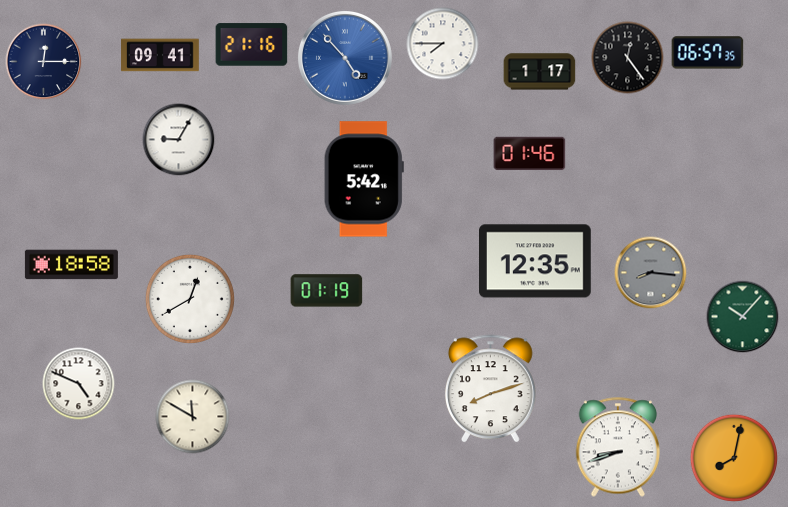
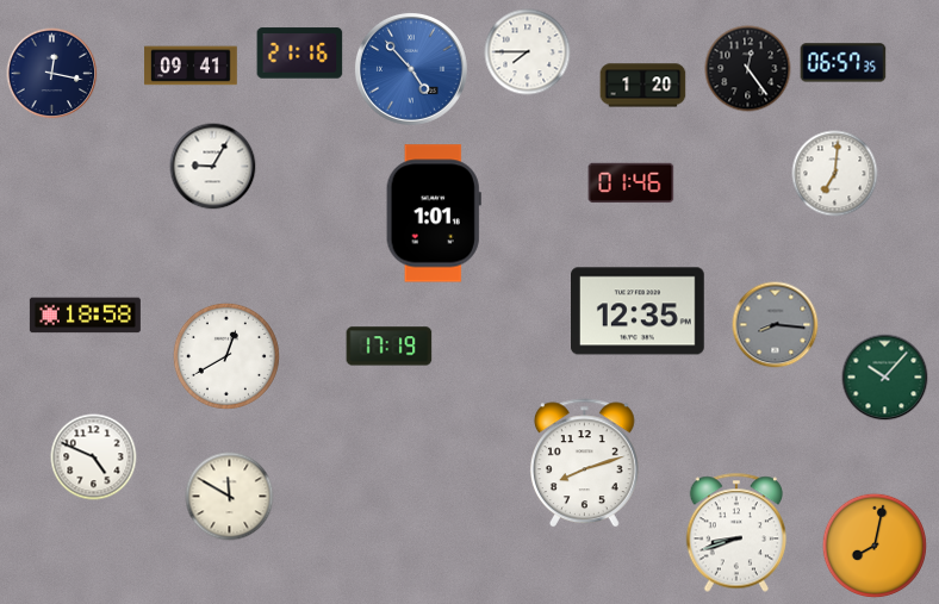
clock at (44, 62): 12:15 -> 12:17
clock at (540, 72): 1:17 -> 1:20
clock at (835, 174): none -> 7:01
clock at (364, 179): 5:42 -> 1:01
clock at (327, 291): 01:19 -> 17:19
